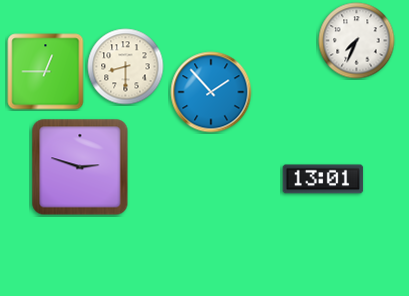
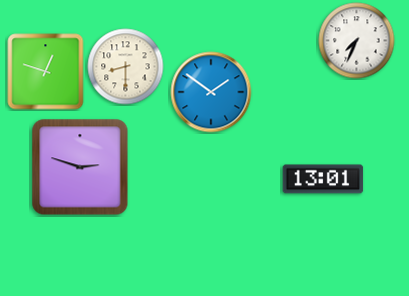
clock at (46, 72): 12:45 -> 12:48
clock at (211, 92): 1:53 -> 1:51
